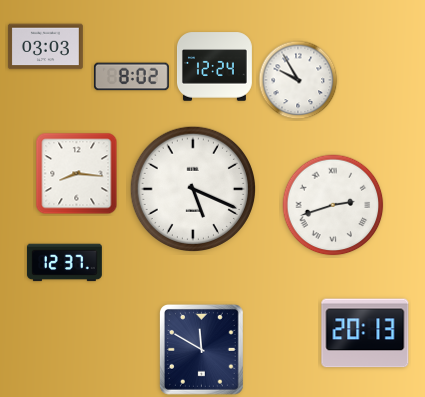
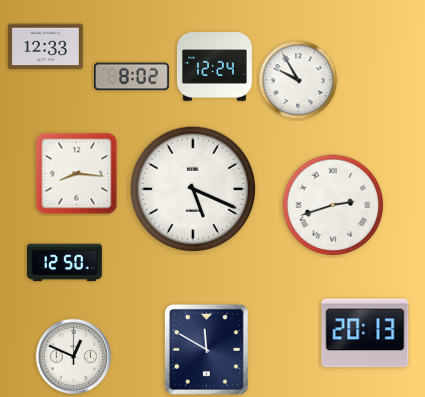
clock at (45, 47): 03:03 -> 12:33
clock at (64, 263): 12:37 -> 12:50
clock at (201, 349) position: (201, 349) -> (206, 349)
clock at (74, 357): none -> 12:49
